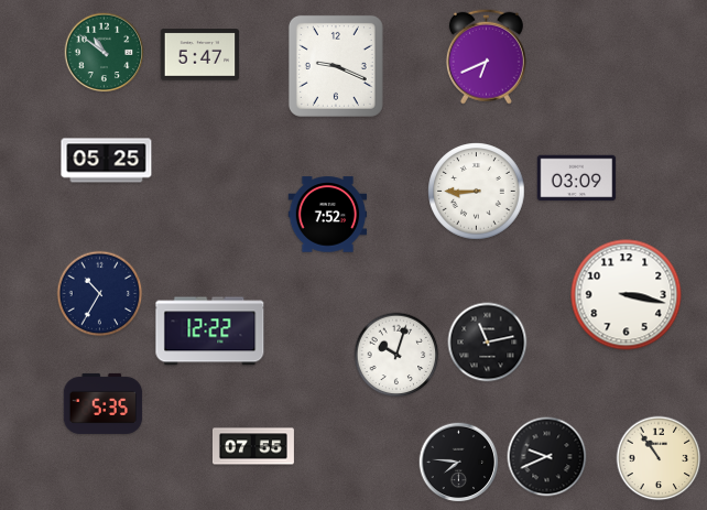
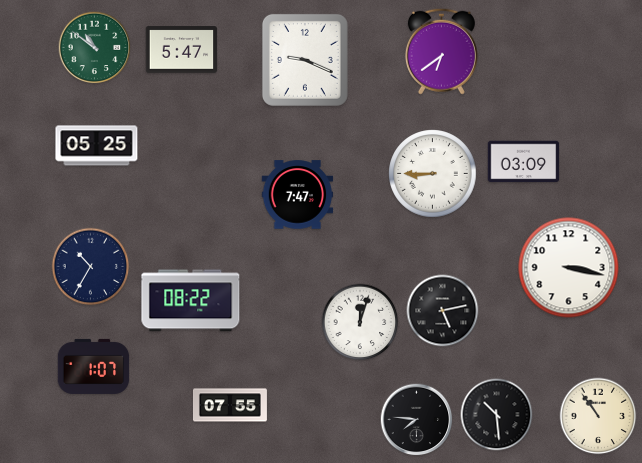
clock at (486, 56): 6:41 -> 6:39
clock at (328, 215): 7:52 -> 7:47
clock at (210, 332): 12:22 -> 08:22
clock at (488, 343): 11:13 -> 5:13
clock at (396, 355): 10:03 -> 12:03
clock at (104, 403): 5:35 -> 1:07
clock at (547, 457): 9:41 -> 10:29
